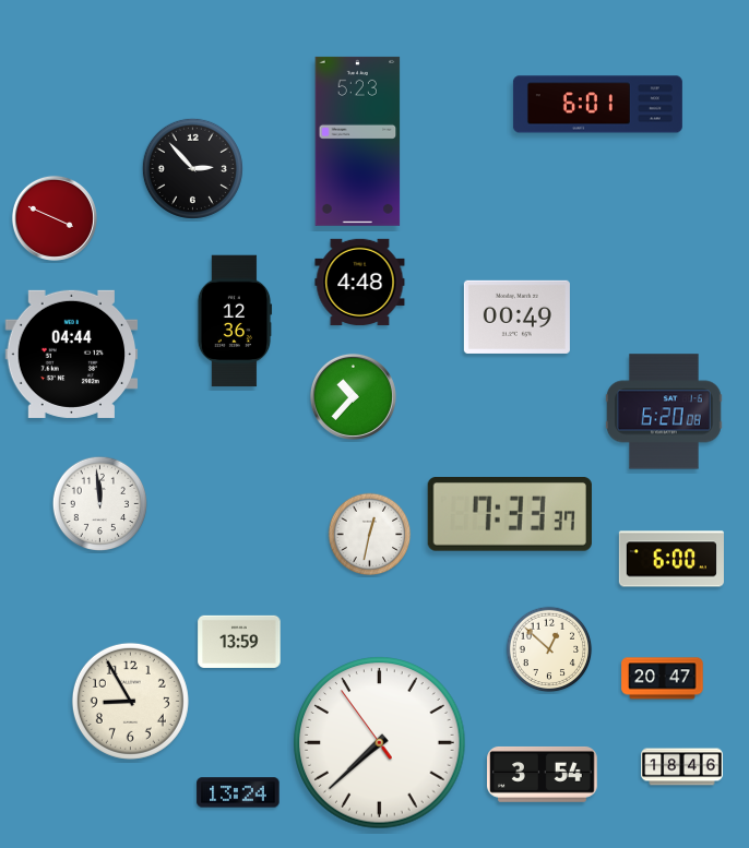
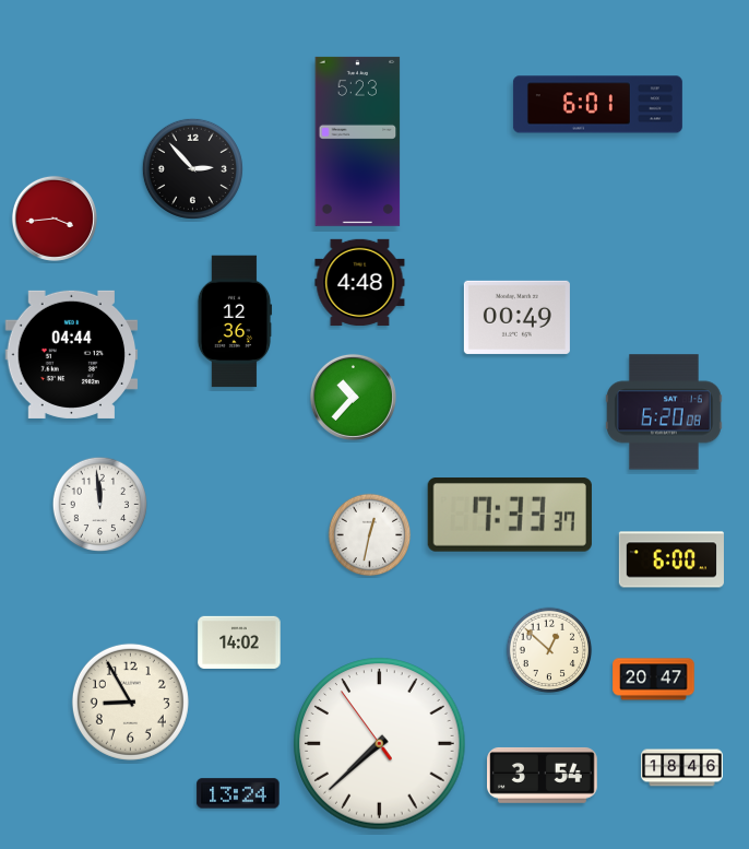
clock at (55, 218): 3:49 -> 3:44
clock at (239, 642): 13:59 -> 14:02
clock at (663, 679) position: (663, 679) -> (654, 680)
